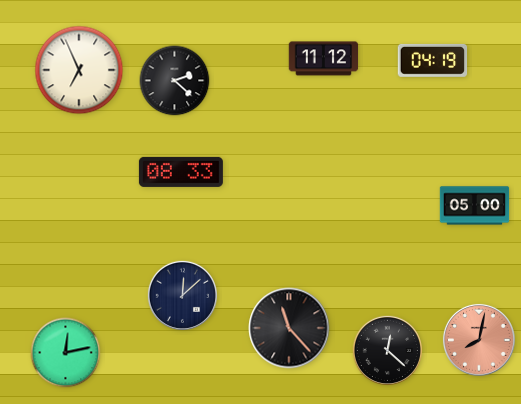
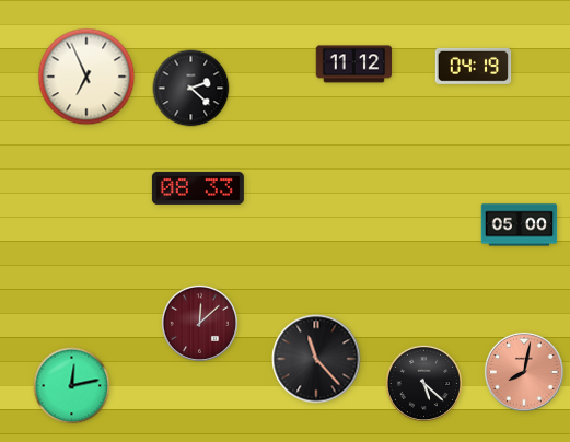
clock at (182, 295) dial: navy -> burgundy
clock at (387, 350): 12:22 -> 5:22
